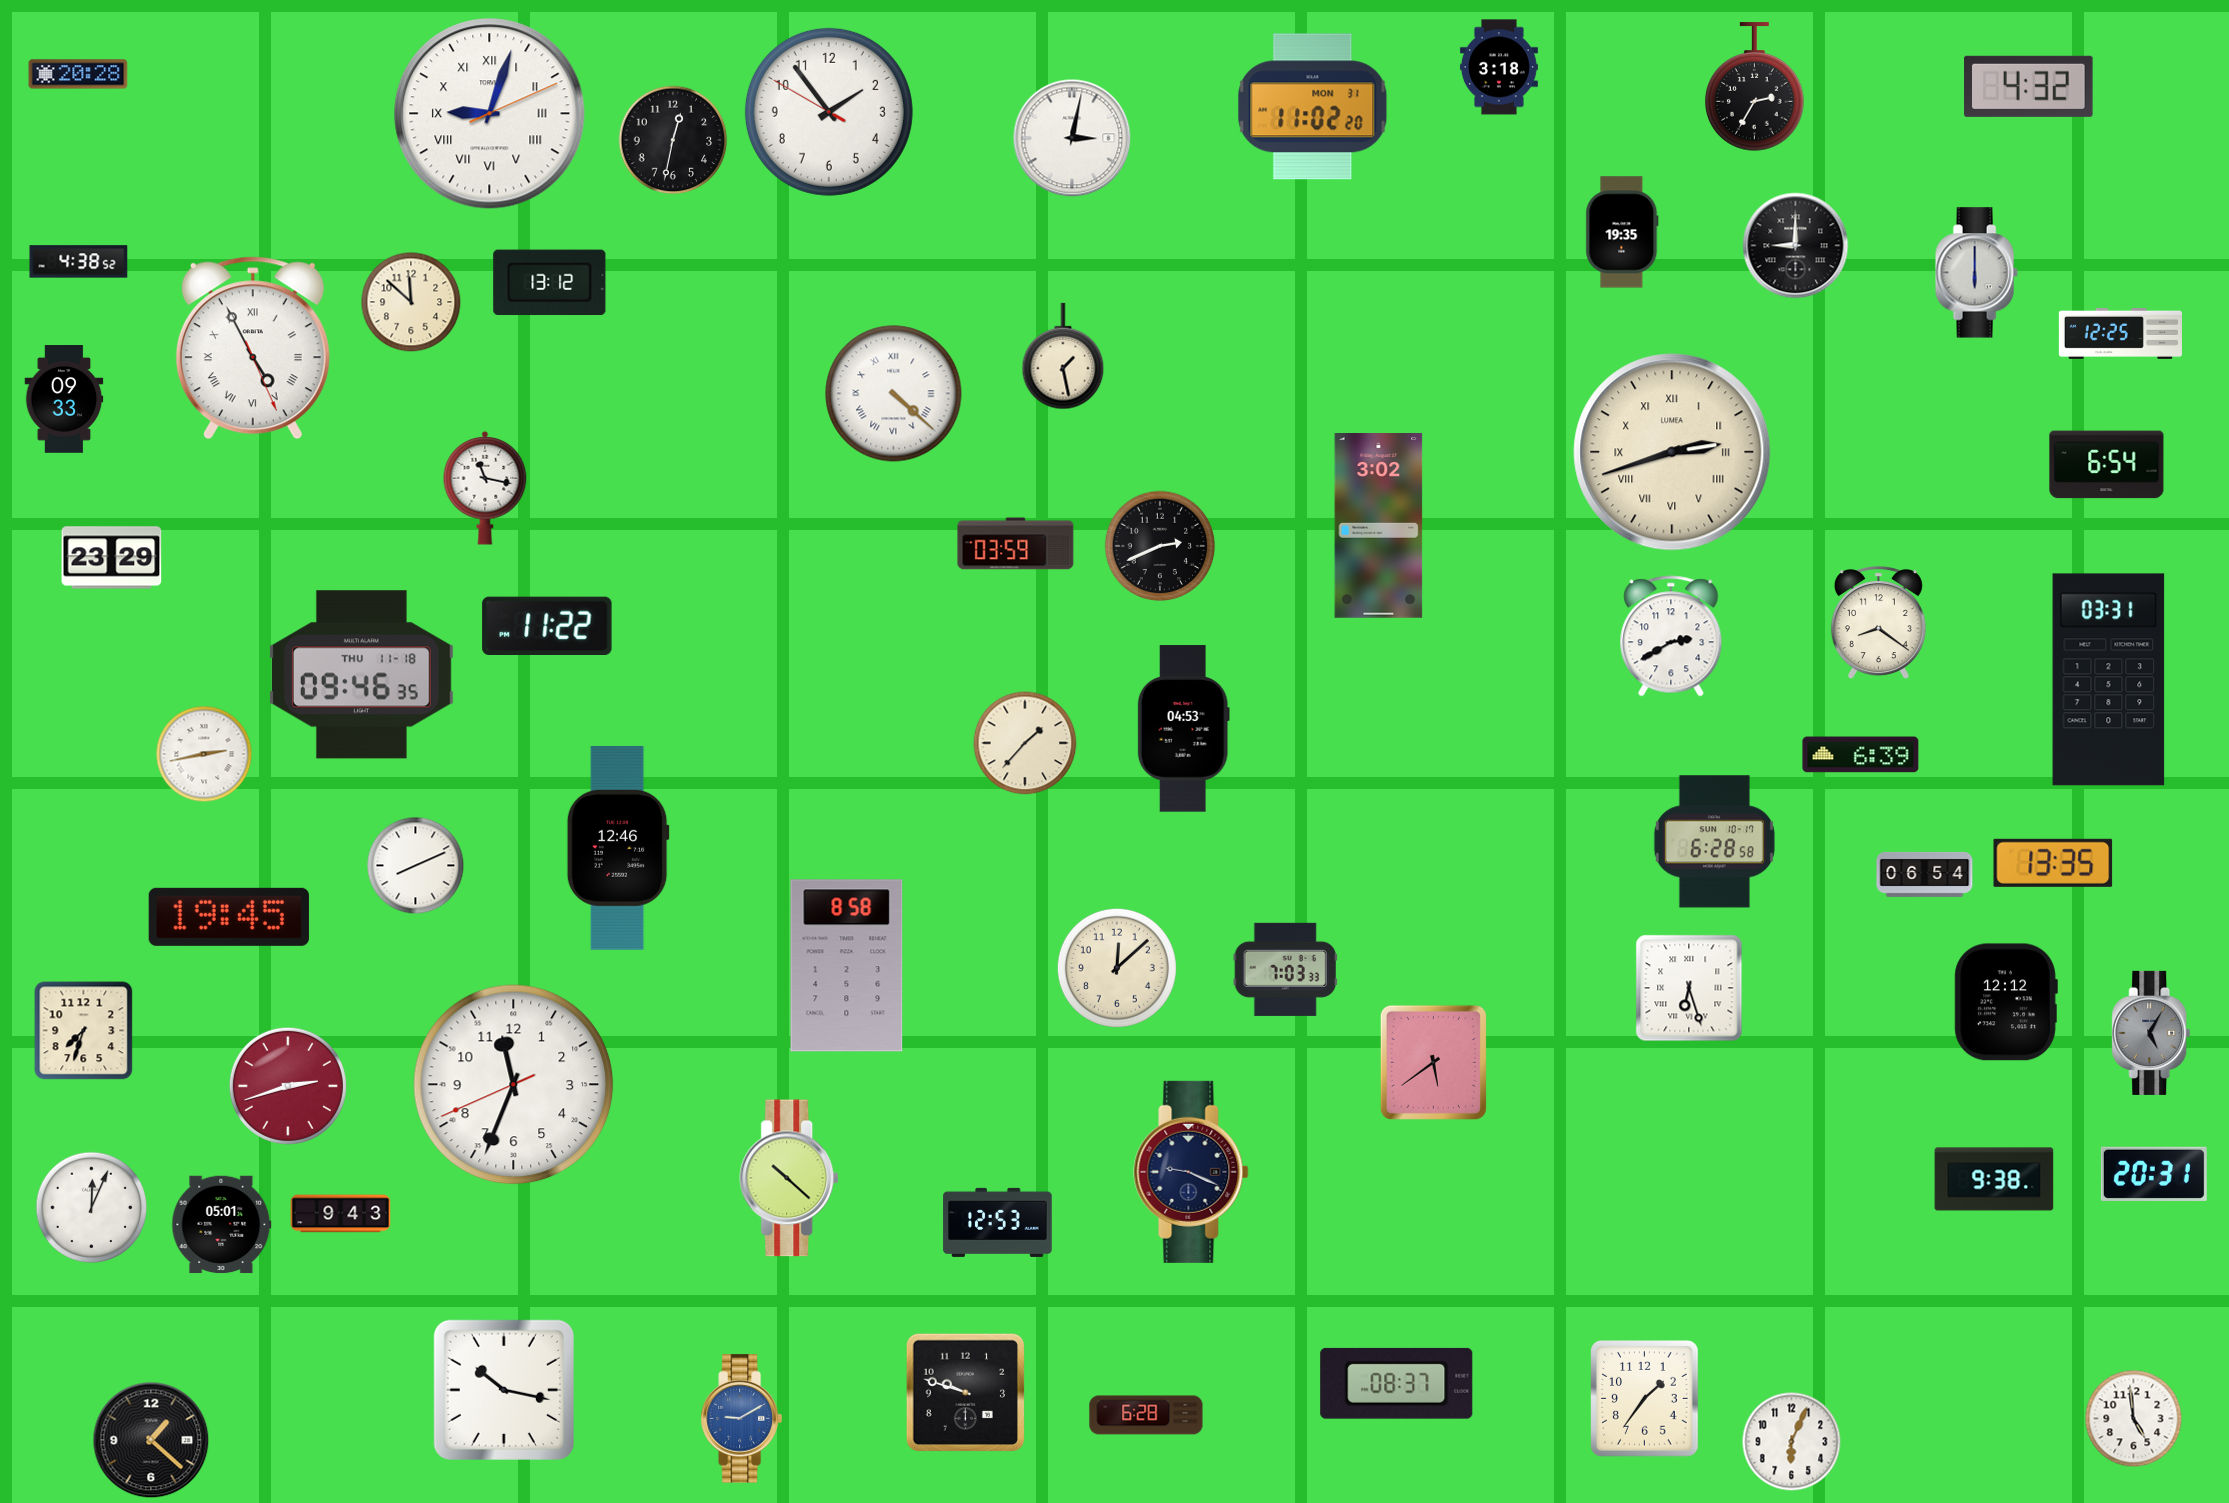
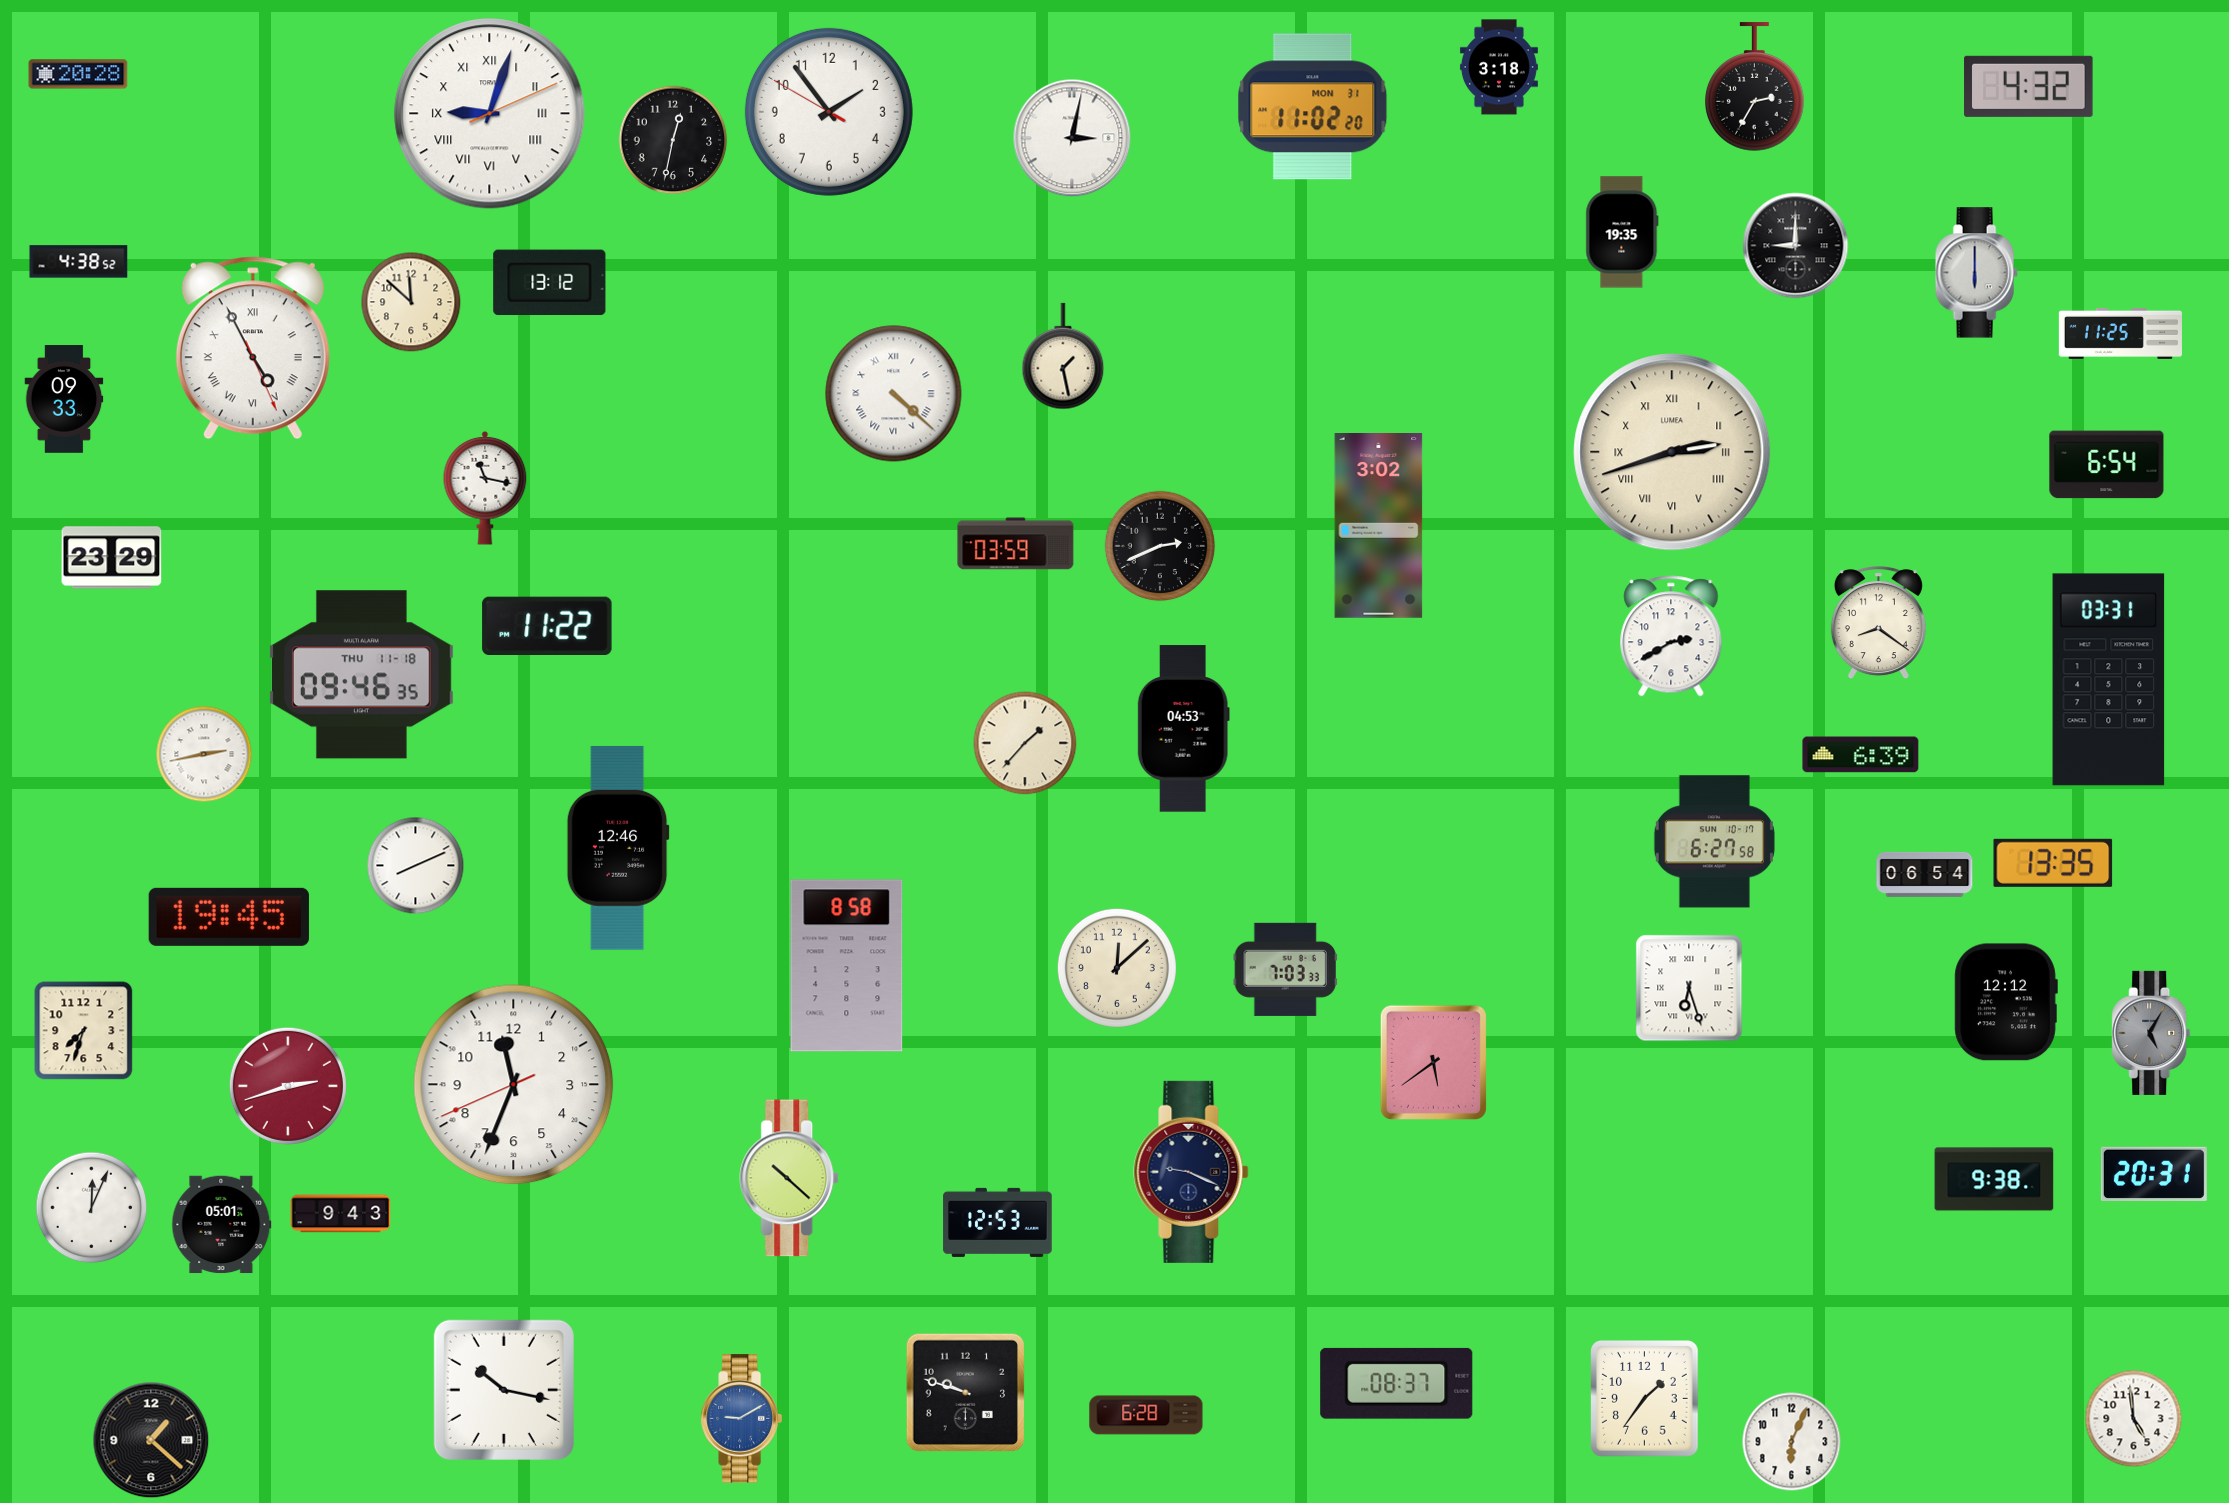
clock at (2120, 333): 12:25 -> 11:25
clock at (1714, 842): 6:28 -> 6:27
